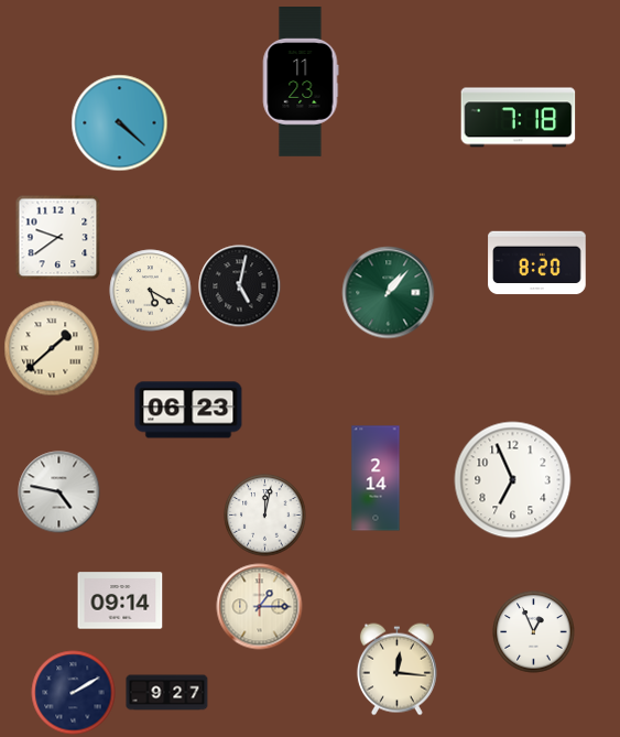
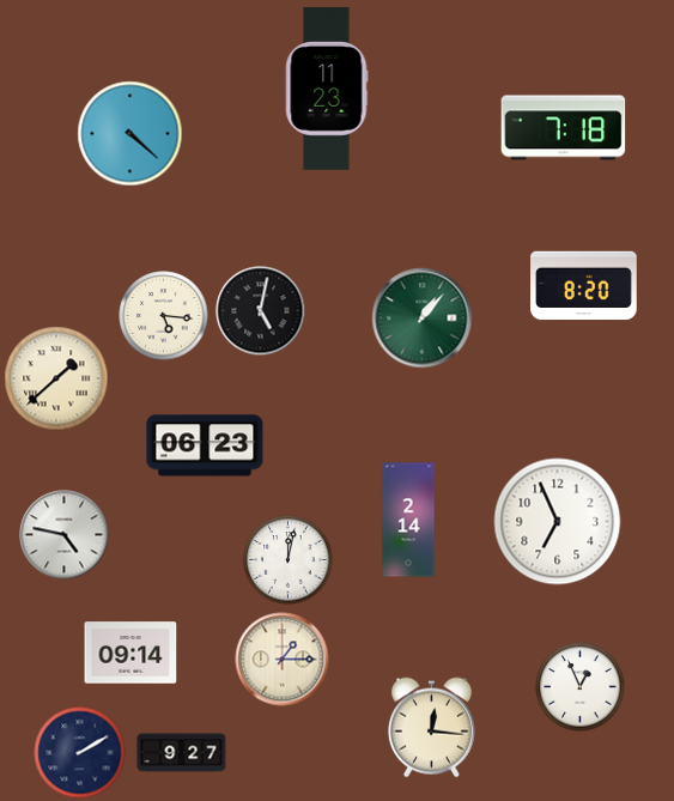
clock at (58, 238): 9:39 -> none
clock at (151, 291): 5:20 -> 5:16
